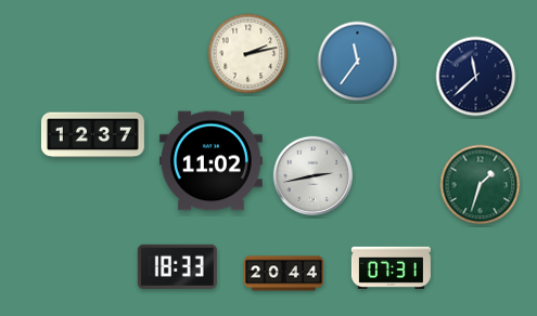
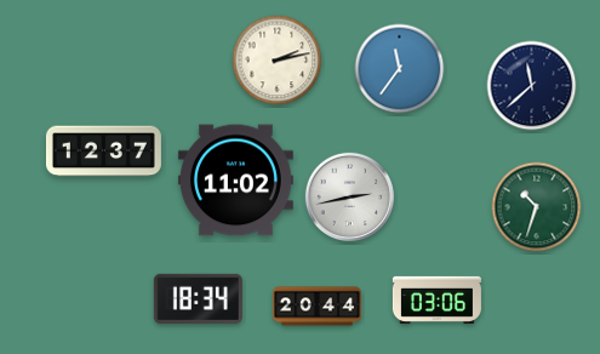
clock at (481, 185): 1:33 -> 10:33
clock at (177, 266): 18:33 -> 18:34
clock at (391, 267): 07:31 -> 03:06
